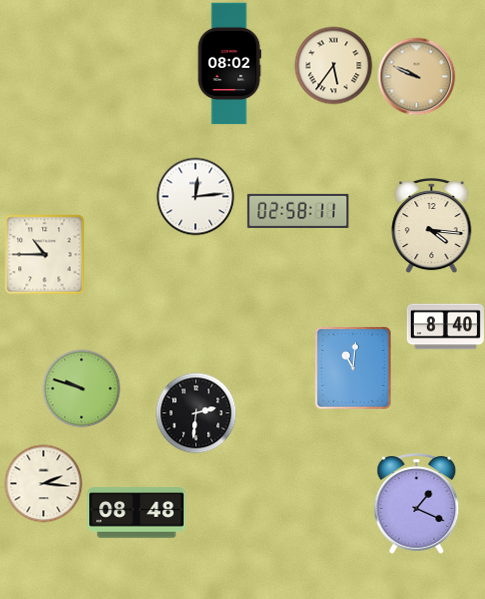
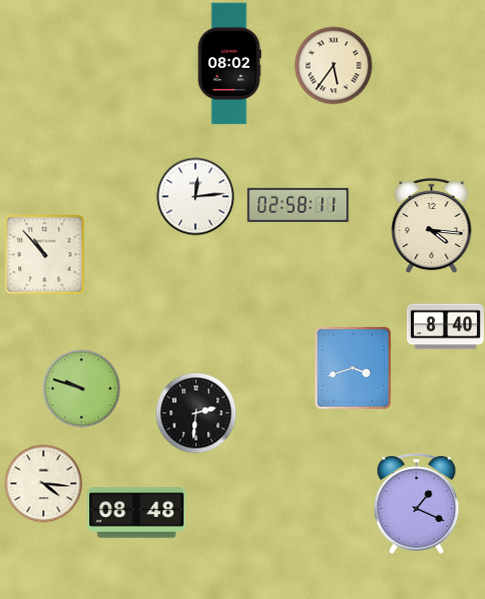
clock at (416, 76): 9:49 -> none
clock at (298, 211) position: (298, 211) -> (298, 205)
clock at (44, 254): 10:45 -> 10:53
clock at (354, 368): 11:01 -> 3:42
clock at (43, 483): 2:16 -> 4:16
